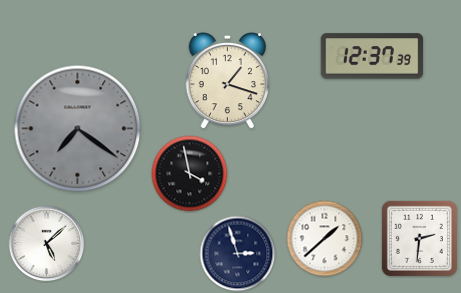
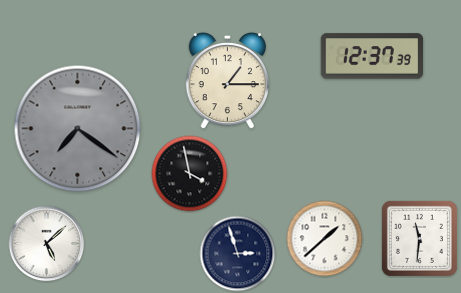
clock at (227, 81): 1:18 -> 1:15
clock at (419, 238): 2:31 -> 11:31
